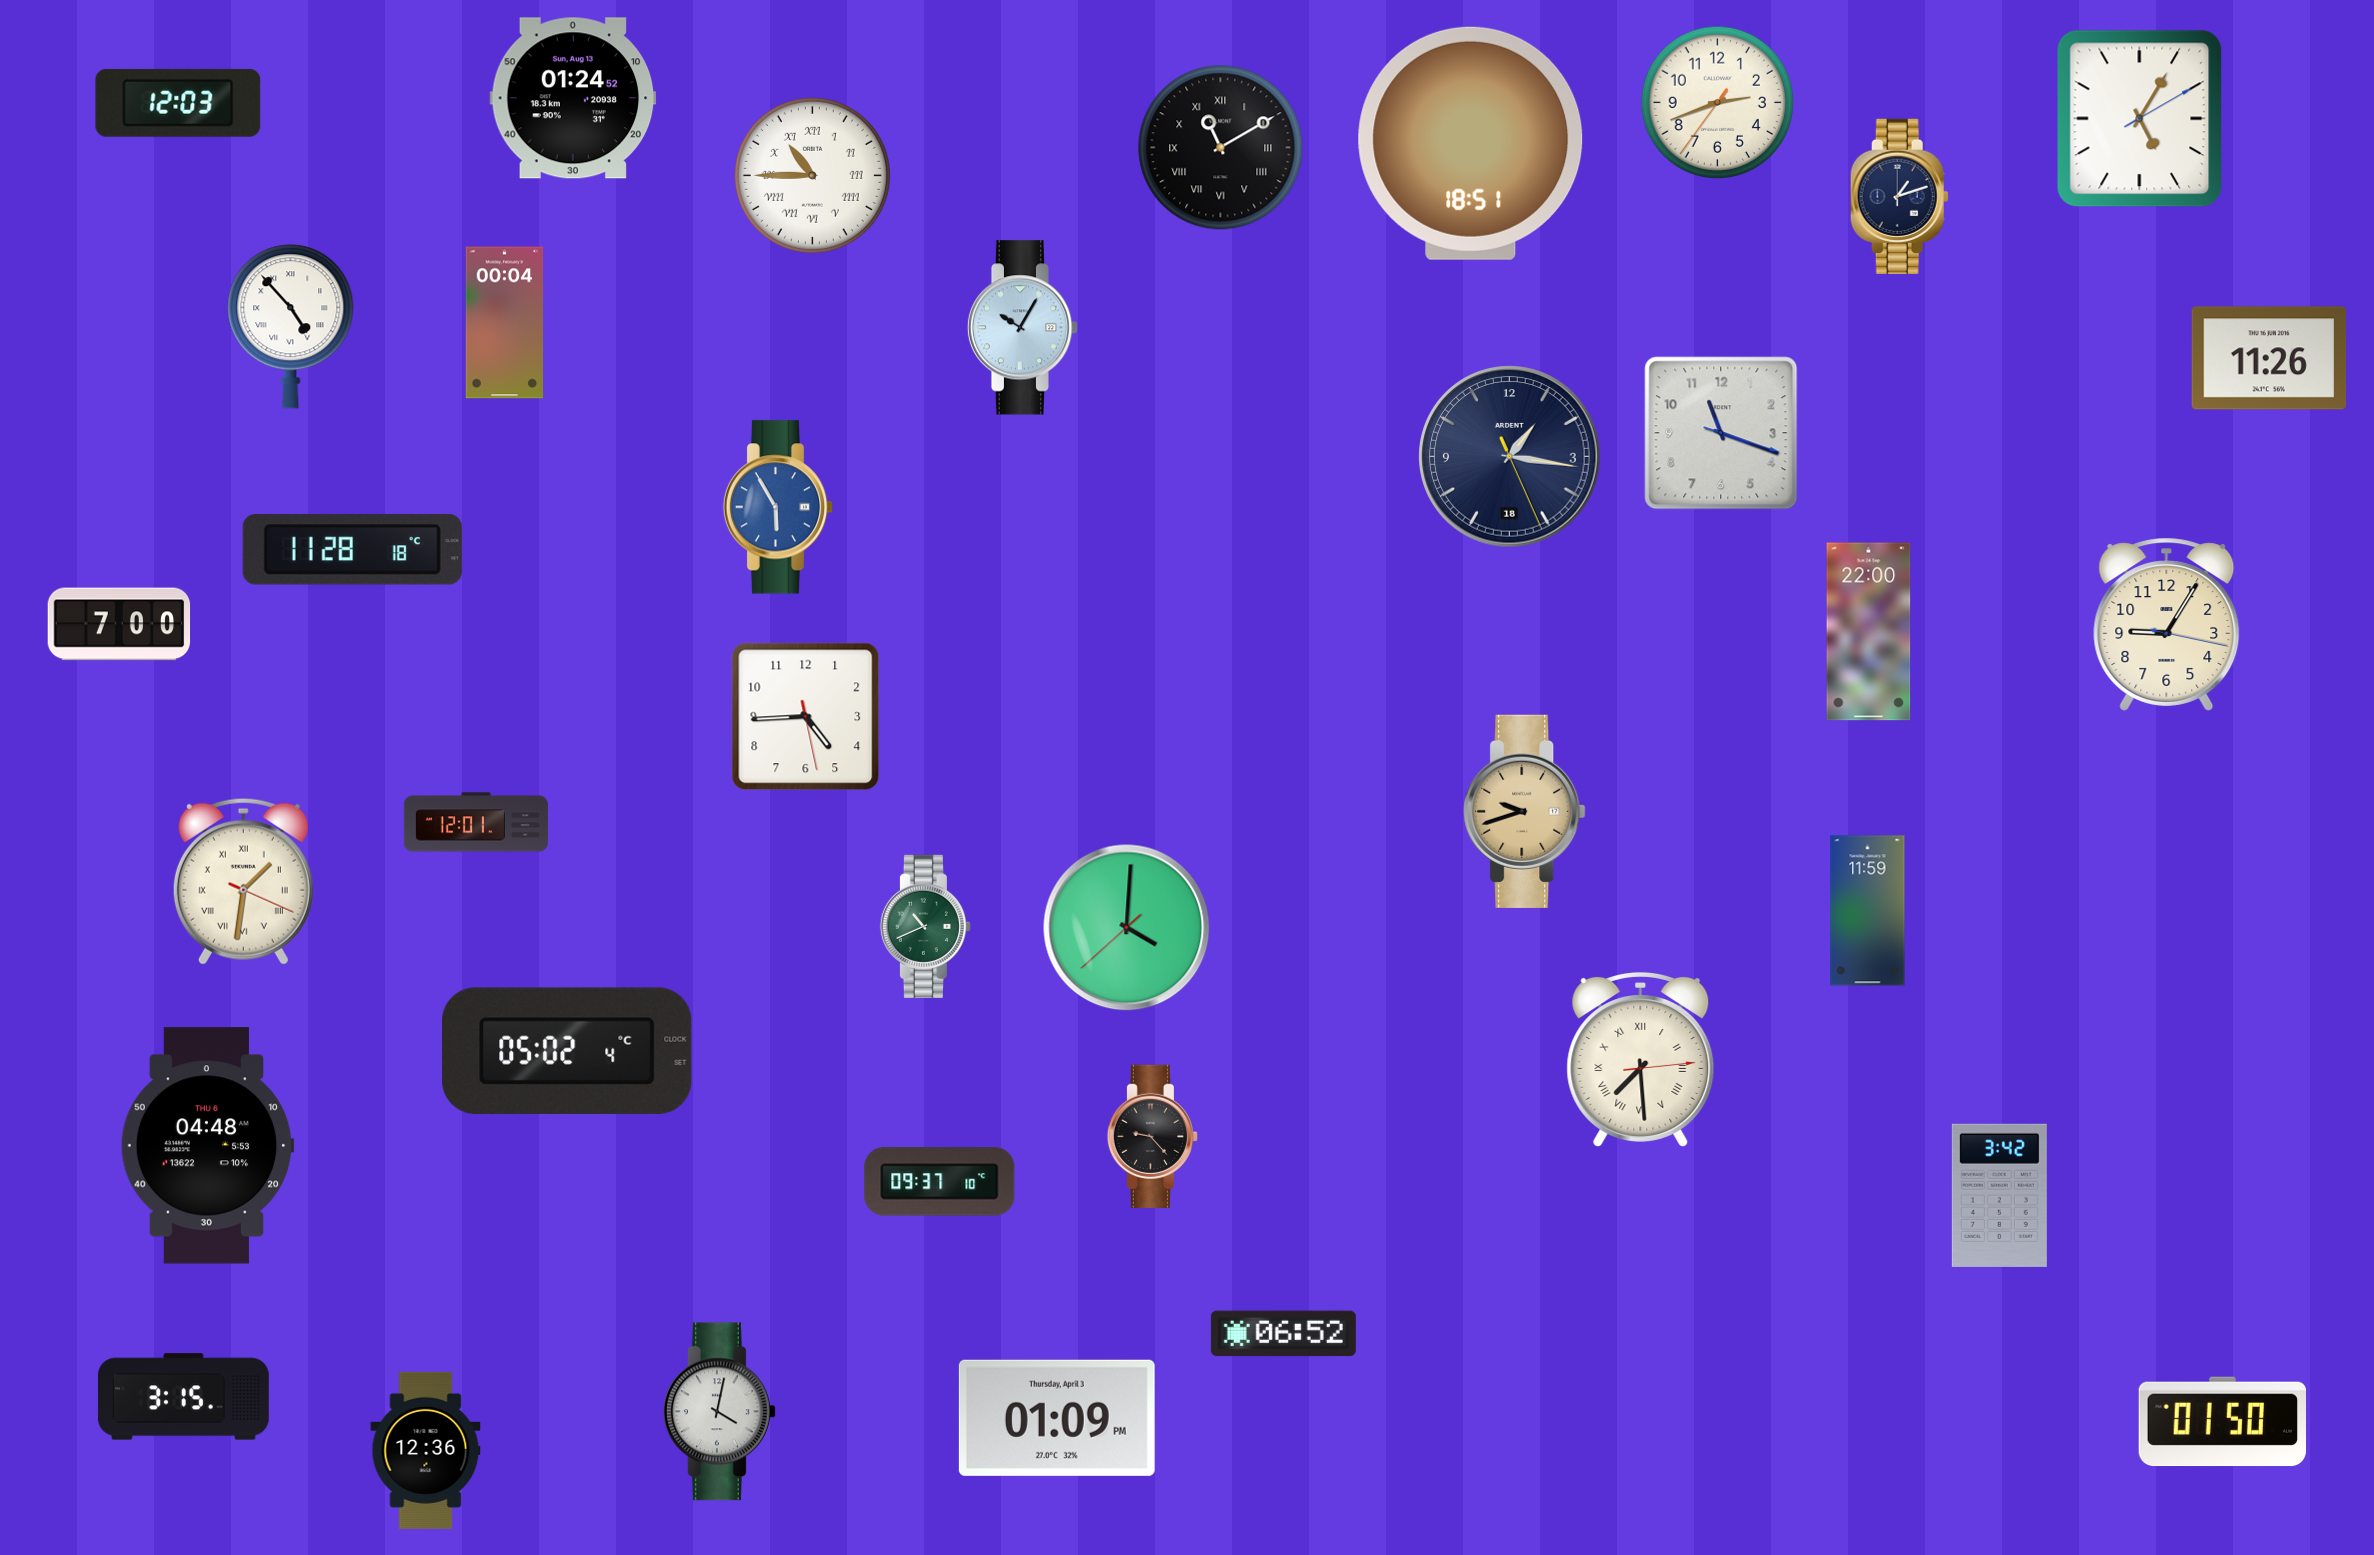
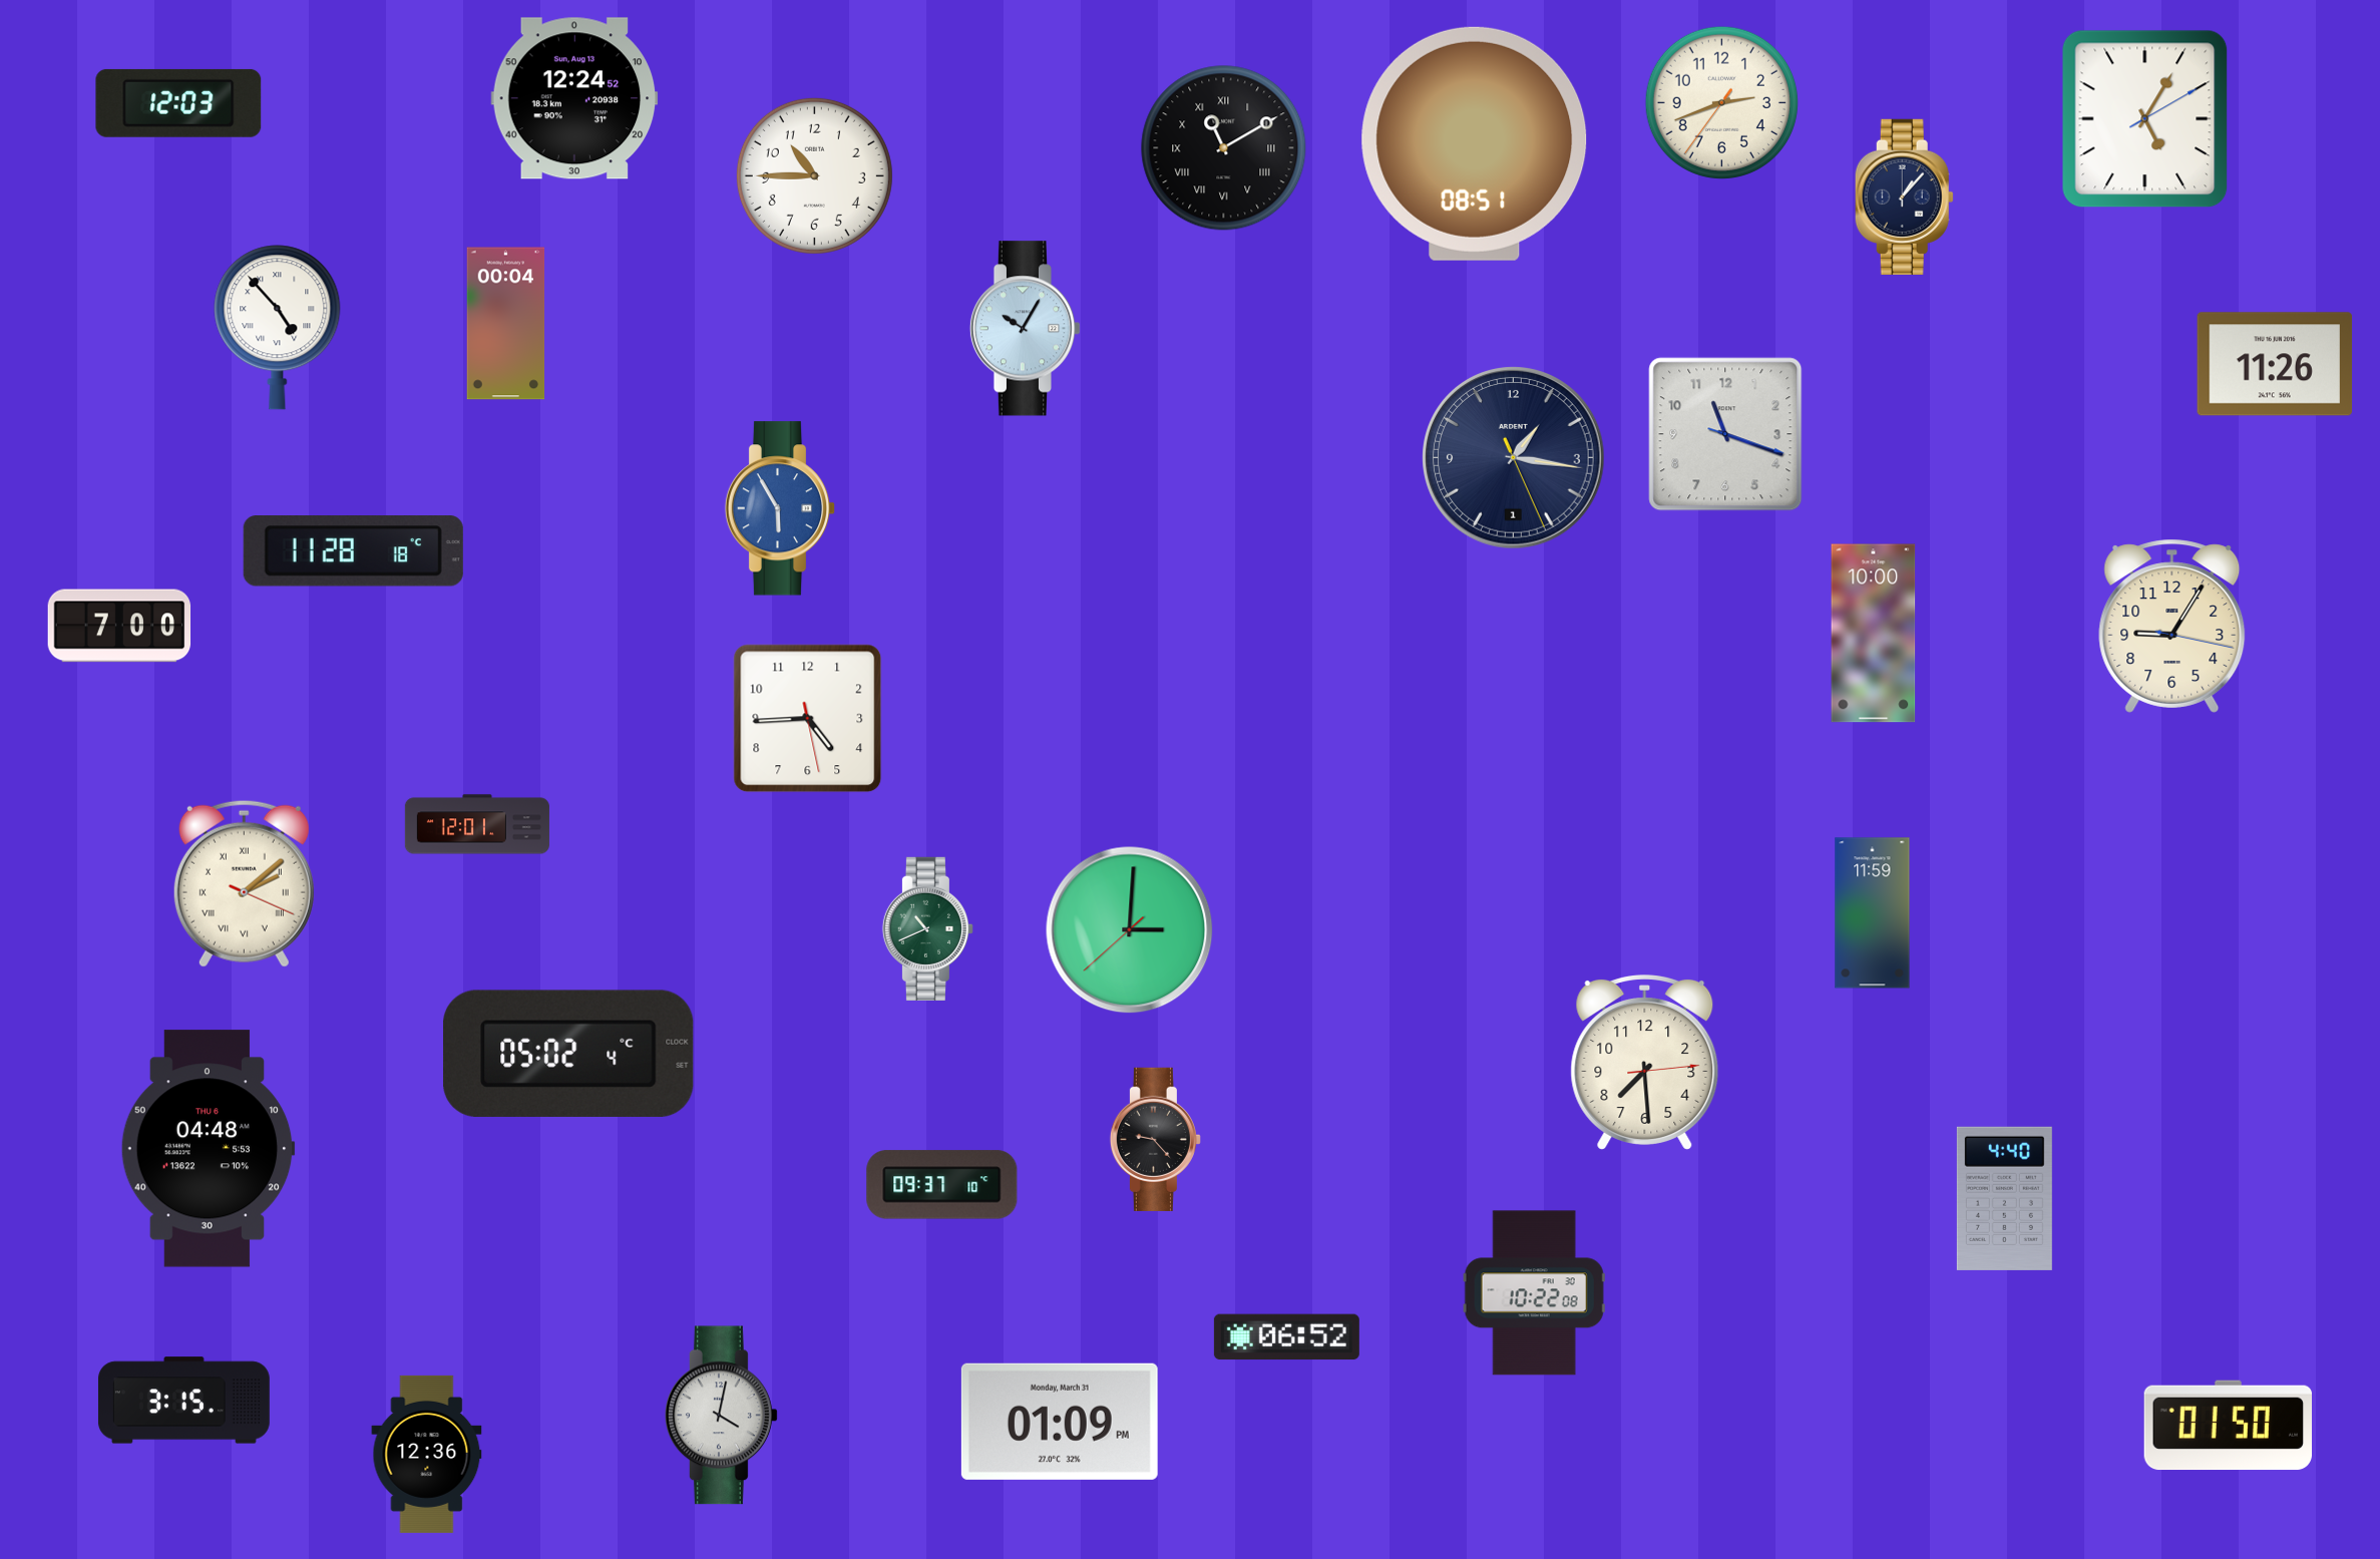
clock at (573, 98): 01:24 -> 12:24
clock at (1471, 143): 18:51 -> 08:51
clock at (812, 175) numerals: Roman -> Arabic
clock at (1899, 196): 1:12 -> 1:07
clock at (291, 327) position: (291, 327) -> (278, 328)
clock at (2269, 358) position: (2269, 358) -> (2275, 364)
clock at (1510, 457) date: 18 -> 1
clock at (1869, 632): 22:00 -> 10:00
clock at (1525, 811): 9:42 -> none
clock at (243, 881): 1:31 -> 2:08
clock at (1127, 928): 4:00 -> 3:00
clock at (1641, 1059) numerals: Roman -> Arabic
clock at (1999, 1195): 3:42 -> 4:40
clock at (1534, 1293): none -> 10:22
clock at (1057, 1418) date: Thursday, April 3 -> Monday, March 31
